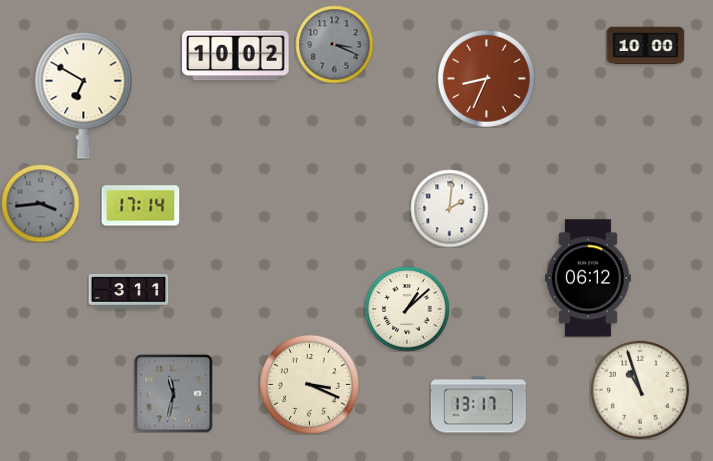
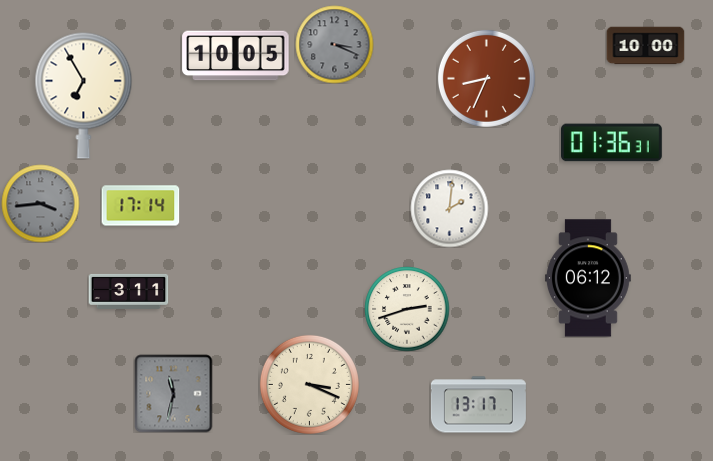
clock at (236, 56): 10:02 -> 10:05
clock at (84, 95): 6:50 -> 6:55
clock at (612, 143): none -> 01:36
clock at (407, 309): 1:08 -> 2:42
clock at (640, 390): 10:57 -> none
